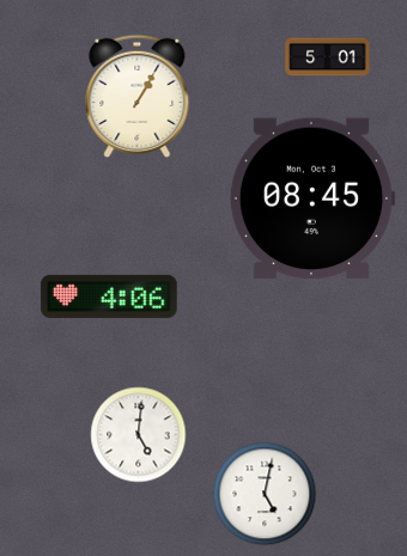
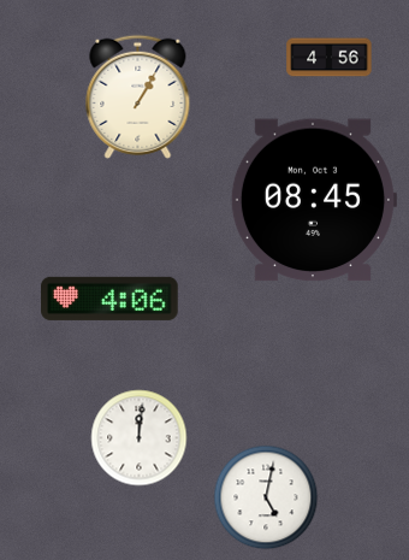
clock at (328, 57): 5:01 -> 4:56
clock at (139, 435): 5:01 -> 12:01
